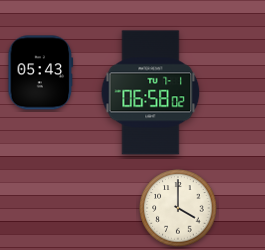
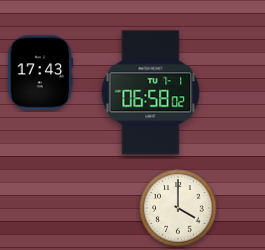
clock at (41, 73): 05:43 -> 17:43
